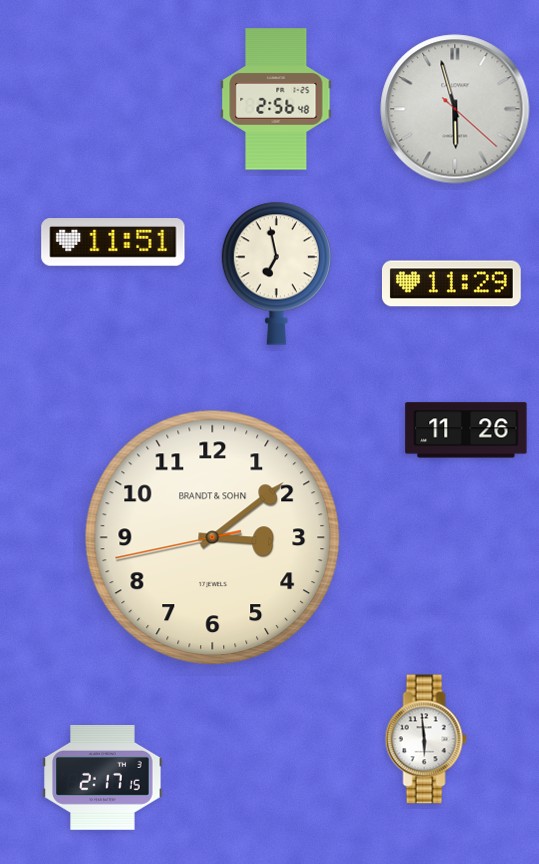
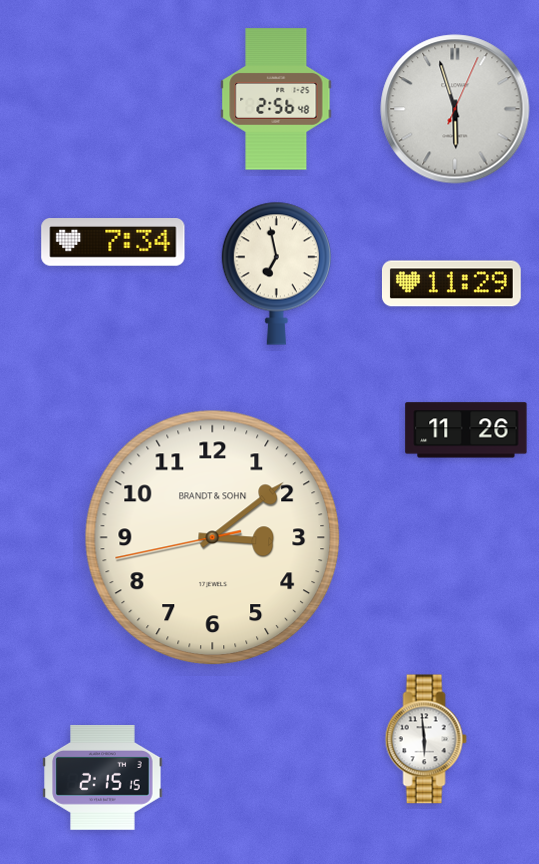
clock at (455, 109): 5:57:22 -> 5:57:04
clock at (113, 242): 11:51 -> 7:34
clock at (103, 777): 2:17 -> 2:15
